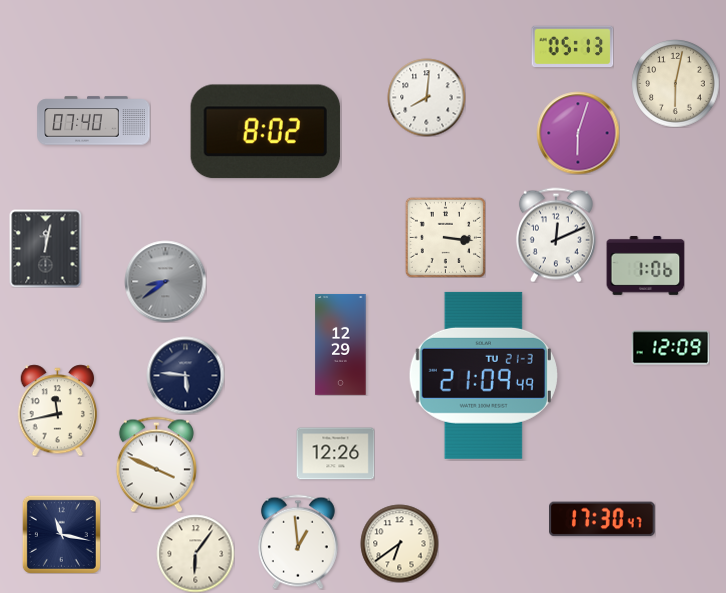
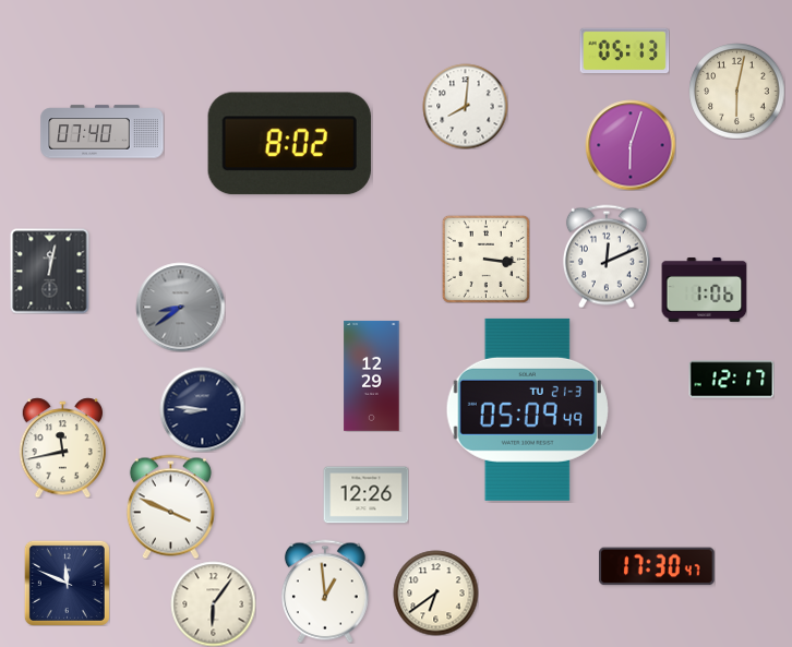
clock at (670, 348): 12:09 -> 12:17
clock at (185, 375): 5:46 -> 8:46
clock at (483, 375): 21:09 -> 05:09
clock at (61, 534): 11:17 -> 11:49
